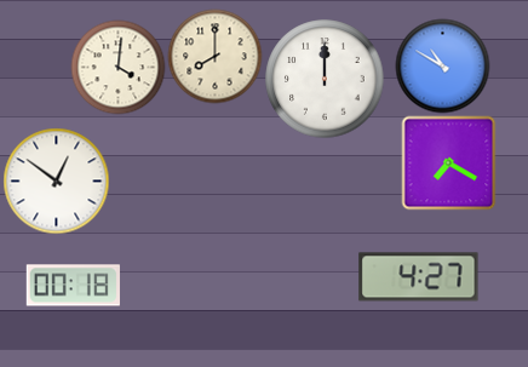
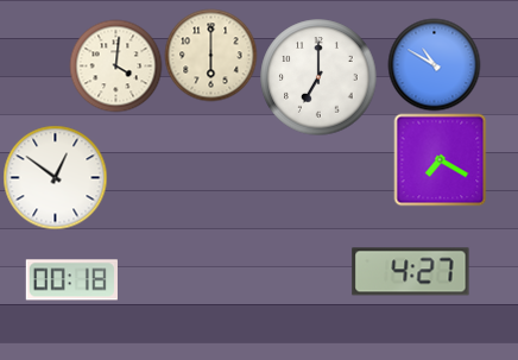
clock at (214, 56): 8:00 -> 6:00
clock at (325, 79): 12:00 -> 7:00
